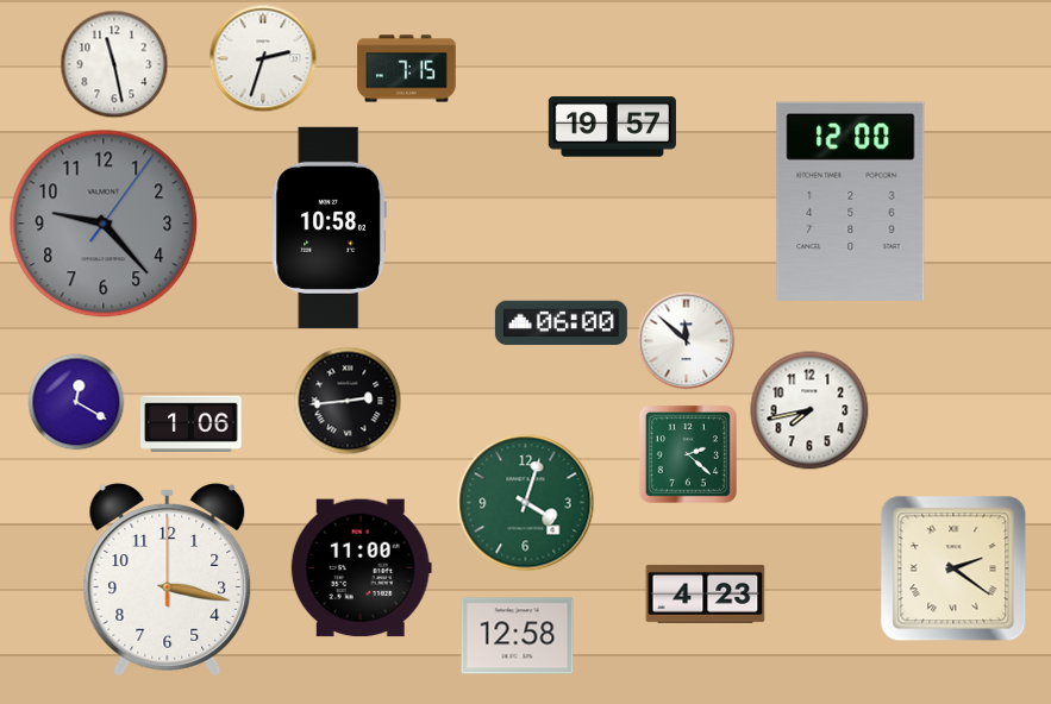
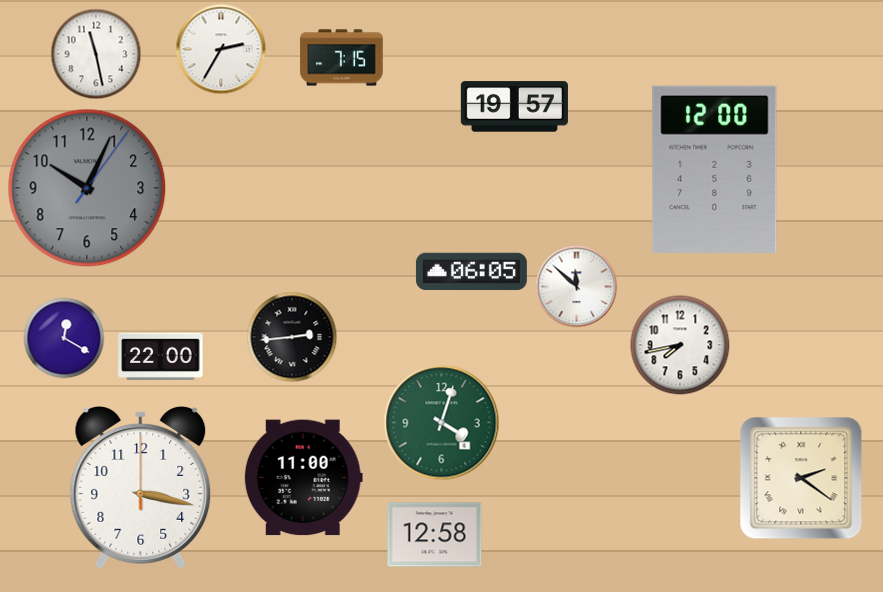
clock at (263, 58): 2:33 -> 2:35
clock at (104, 224): 9:23 -> 10:04
clock at (329, 227): 10:58 -> none
clock at (561, 323): 06:00 -> 06:05
clock at (192, 423): 1:06 -> 22:00
clock at (688, 454): 2:22 -> none
clock at (706, 593): 4:23 -> none
